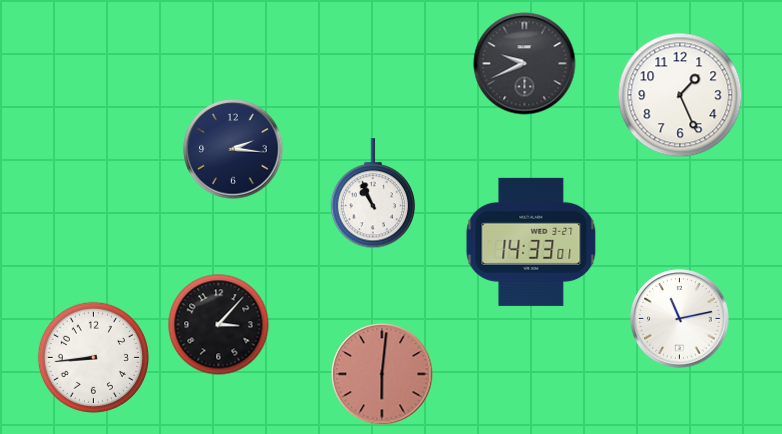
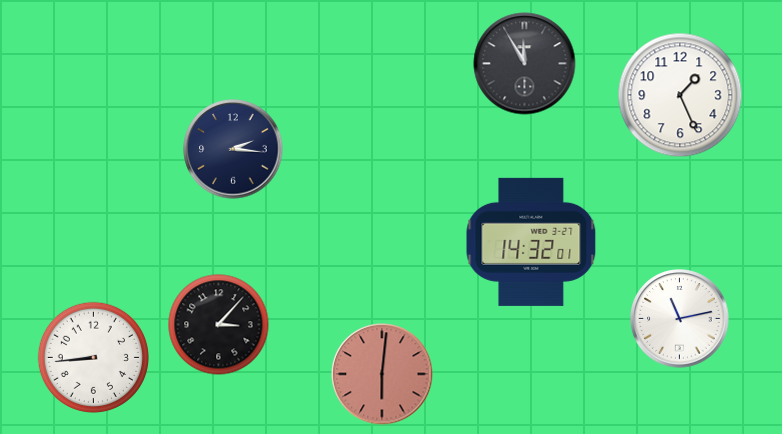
clock at (525, 64): 9:41 -> 11:55
clock at (372, 194): 10:56 -> none
clock at (531, 242): 14:33 -> 14:32
